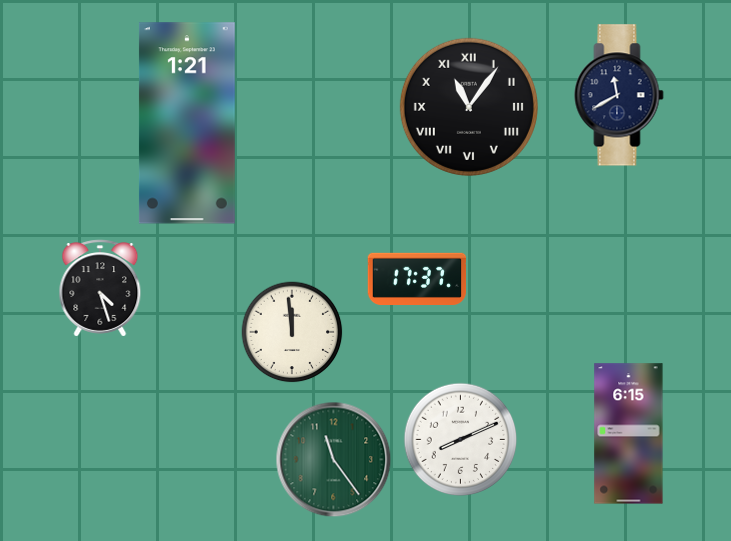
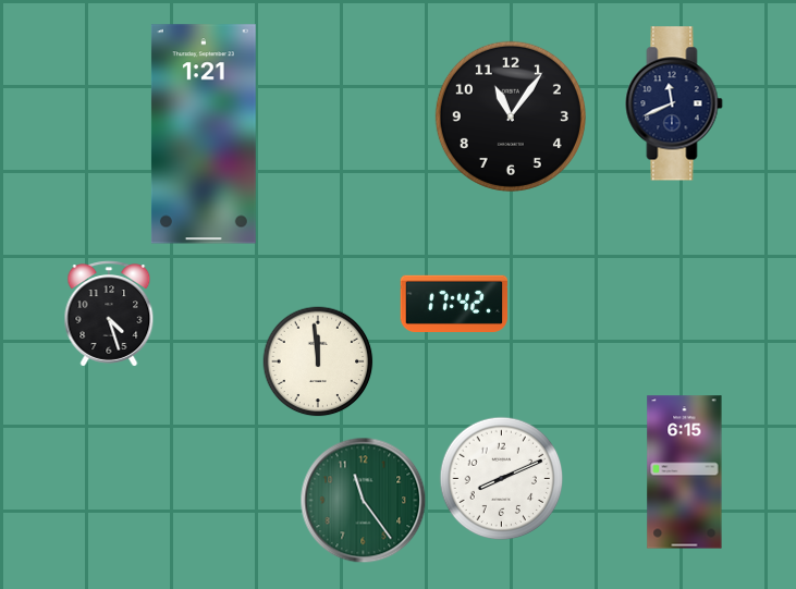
clock at (619, 95): 11:40 -> 11:41
clock at (469, 107) numerals: Roman -> Arabic
clock at (417, 278): 17:37 -> 17:42
